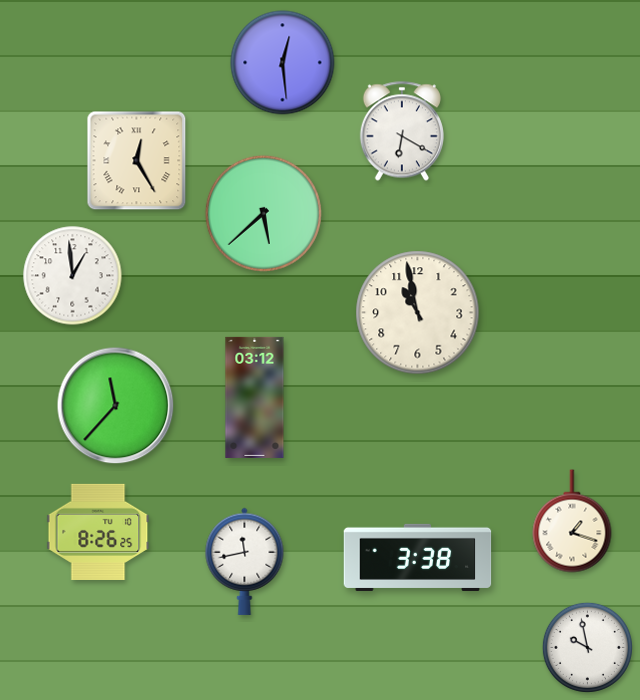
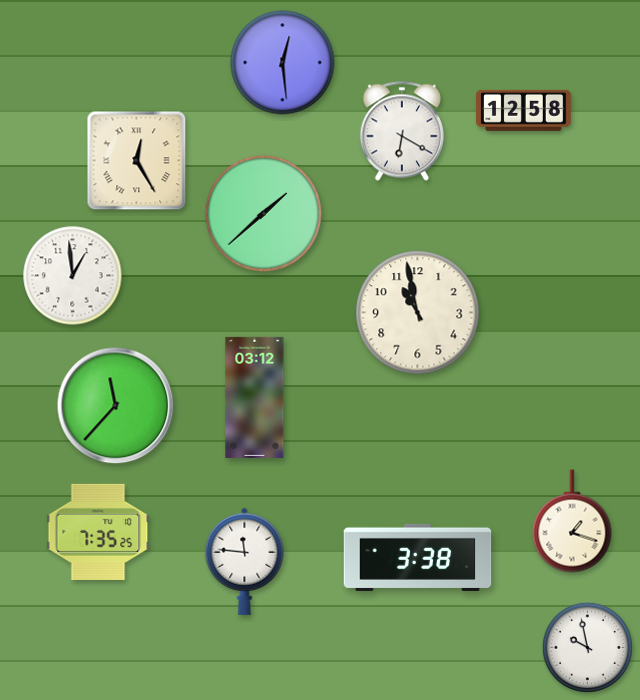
clock at (524, 110): none -> 12:58
clock at (263, 213): 5:38 -> 1:38
clock at (98, 532): 8:26 -> 7:35
clock at (245, 561): 11:43 -> 11:46
